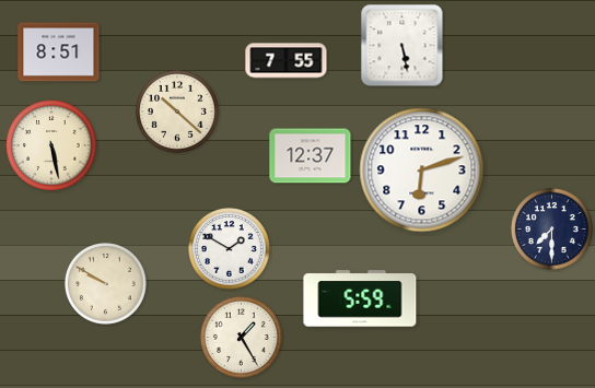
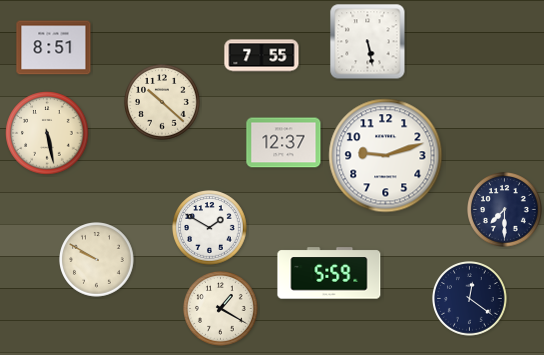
clock at (422, 171): 6:12 -> 9:12
clock at (470, 299): none -> 12:21
clock at (242, 338): 1:25 -> 1:20
